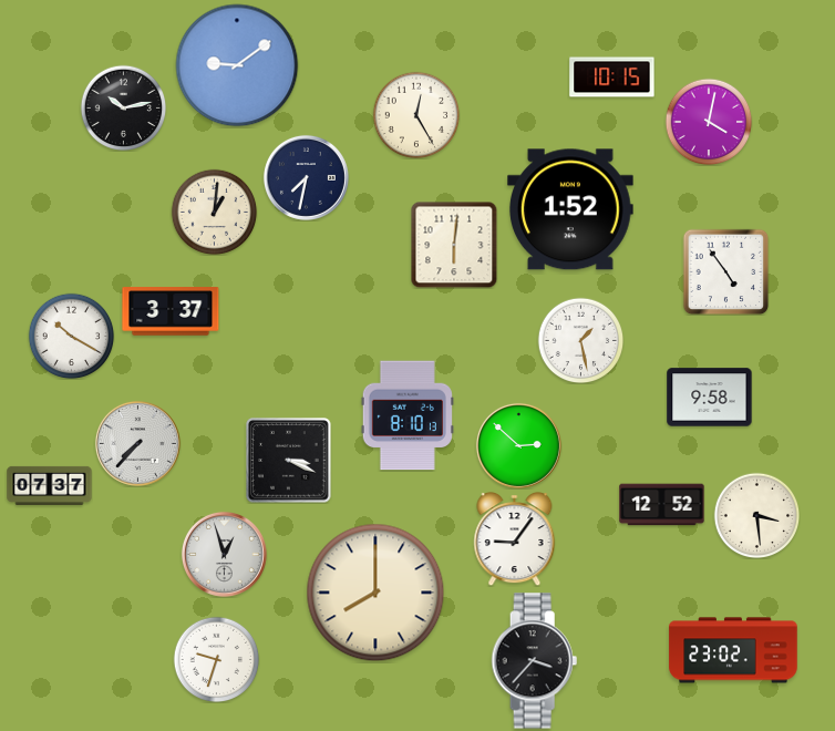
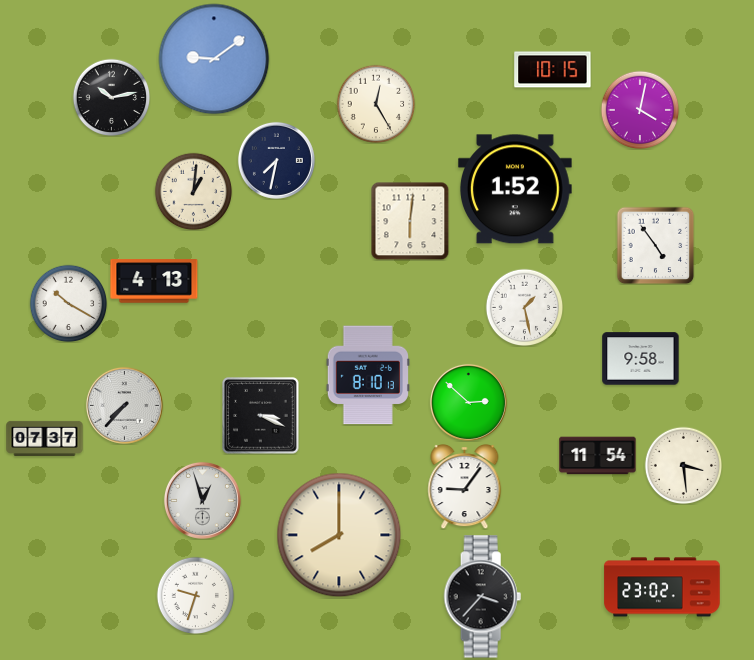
clock at (171, 311): 3:37 -> 4:13
clock at (71, 336) position: (71, 336) -> (68, 303)
clock at (137, 443) position: (137, 443) -> (124, 405)
clock at (662, 505): 12:52 -> 11:54
